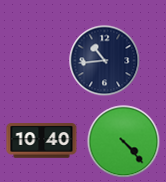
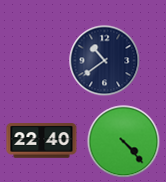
clock at (105, 61): 10:44 -> 10:39
clock at (42, 141): 10:40 -> 22:40
